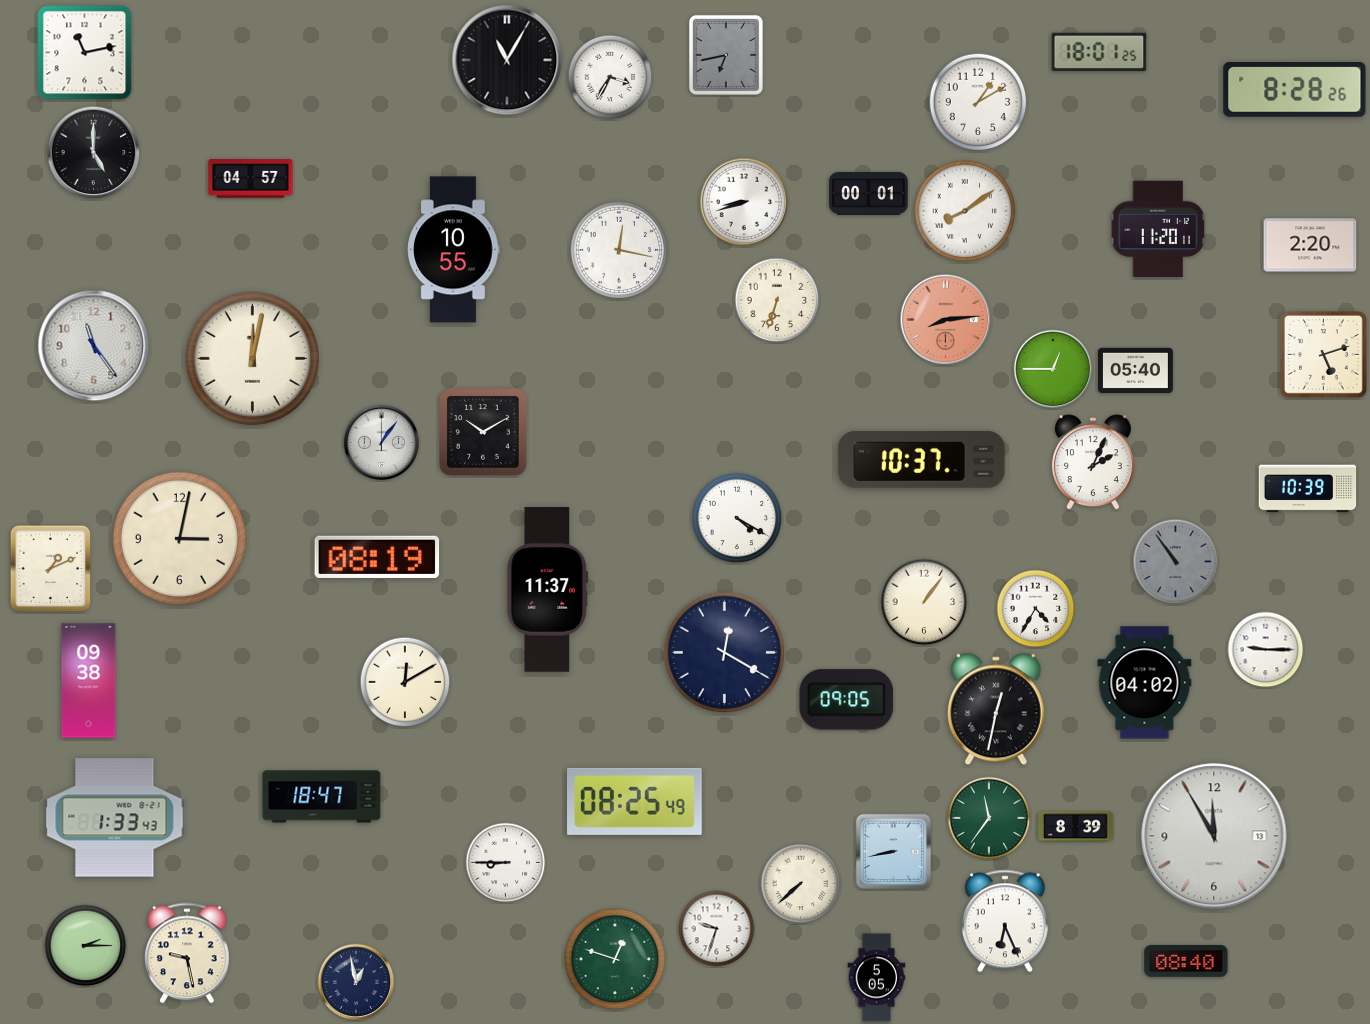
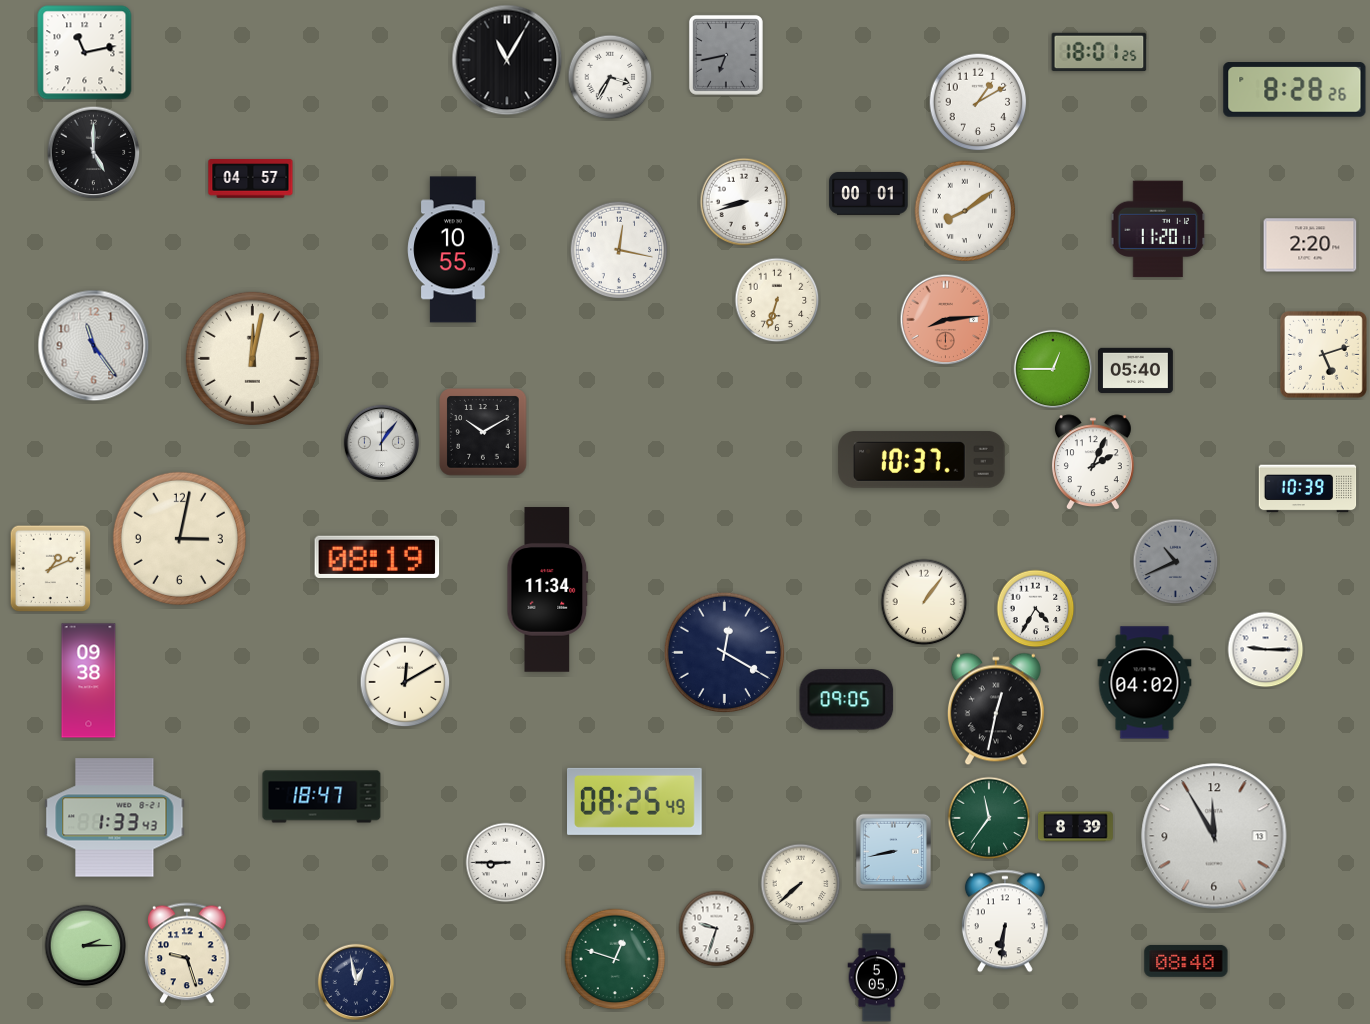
clock at (737, 518): 4:20 -> none
clock at (1176, 562): 10:54 -> 10:41
clock at (548, 590): 11:37 -> 11:34
clock at (1005, 921): 6:26 -> 6:31
clock at (187, 953): 9:28 -> 9:27
